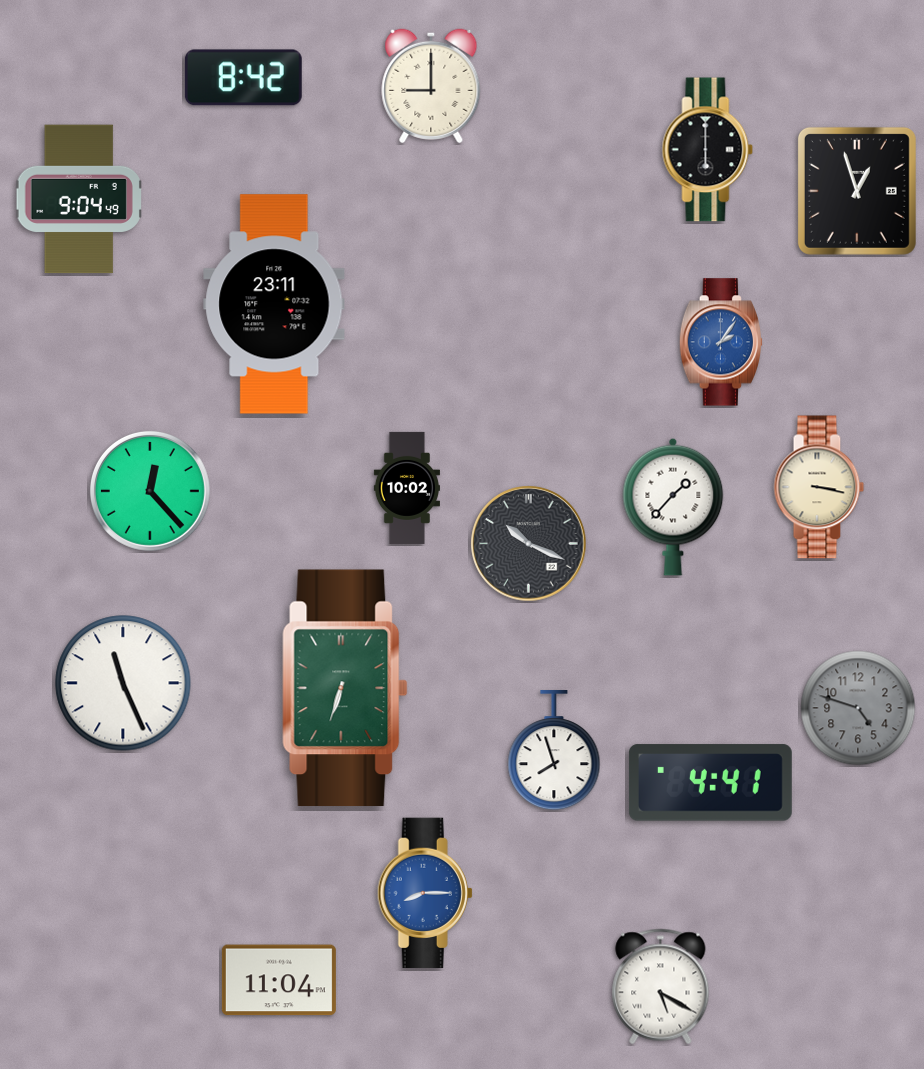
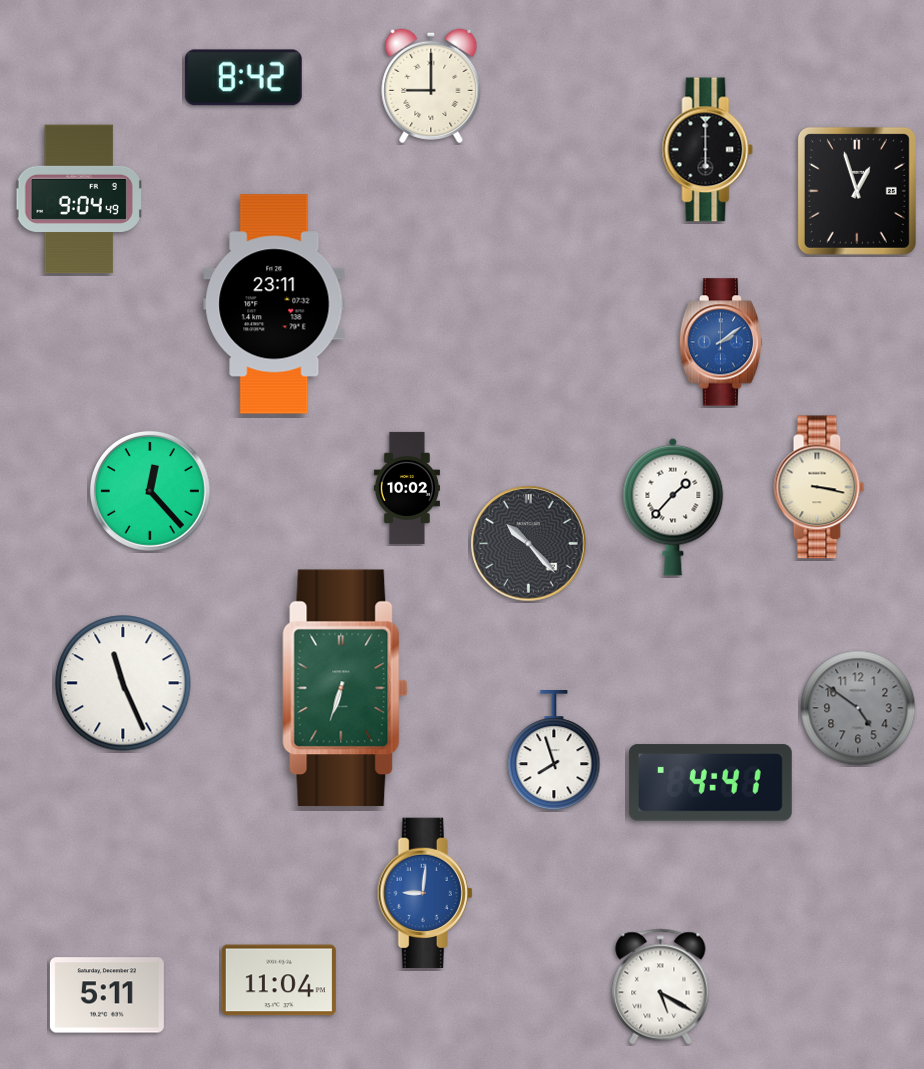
clock at (720, 342): 2:06 -> 2:09
clock at (529, 544): 10:19 -> 10:23
clock at (858, 708): 4:48 -> 4:51
clock at (425, 893): 8:15 -> 9:01
clock at (107, 995): none -> 5:11
